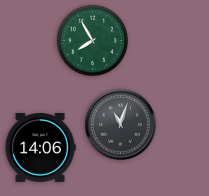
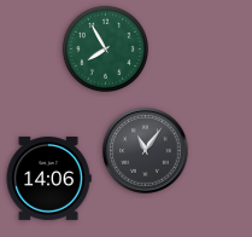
clock at (92, 40) position: (92, 40) -> (105, 48)
clock at (121, 125): 11:03 -> 11:06
